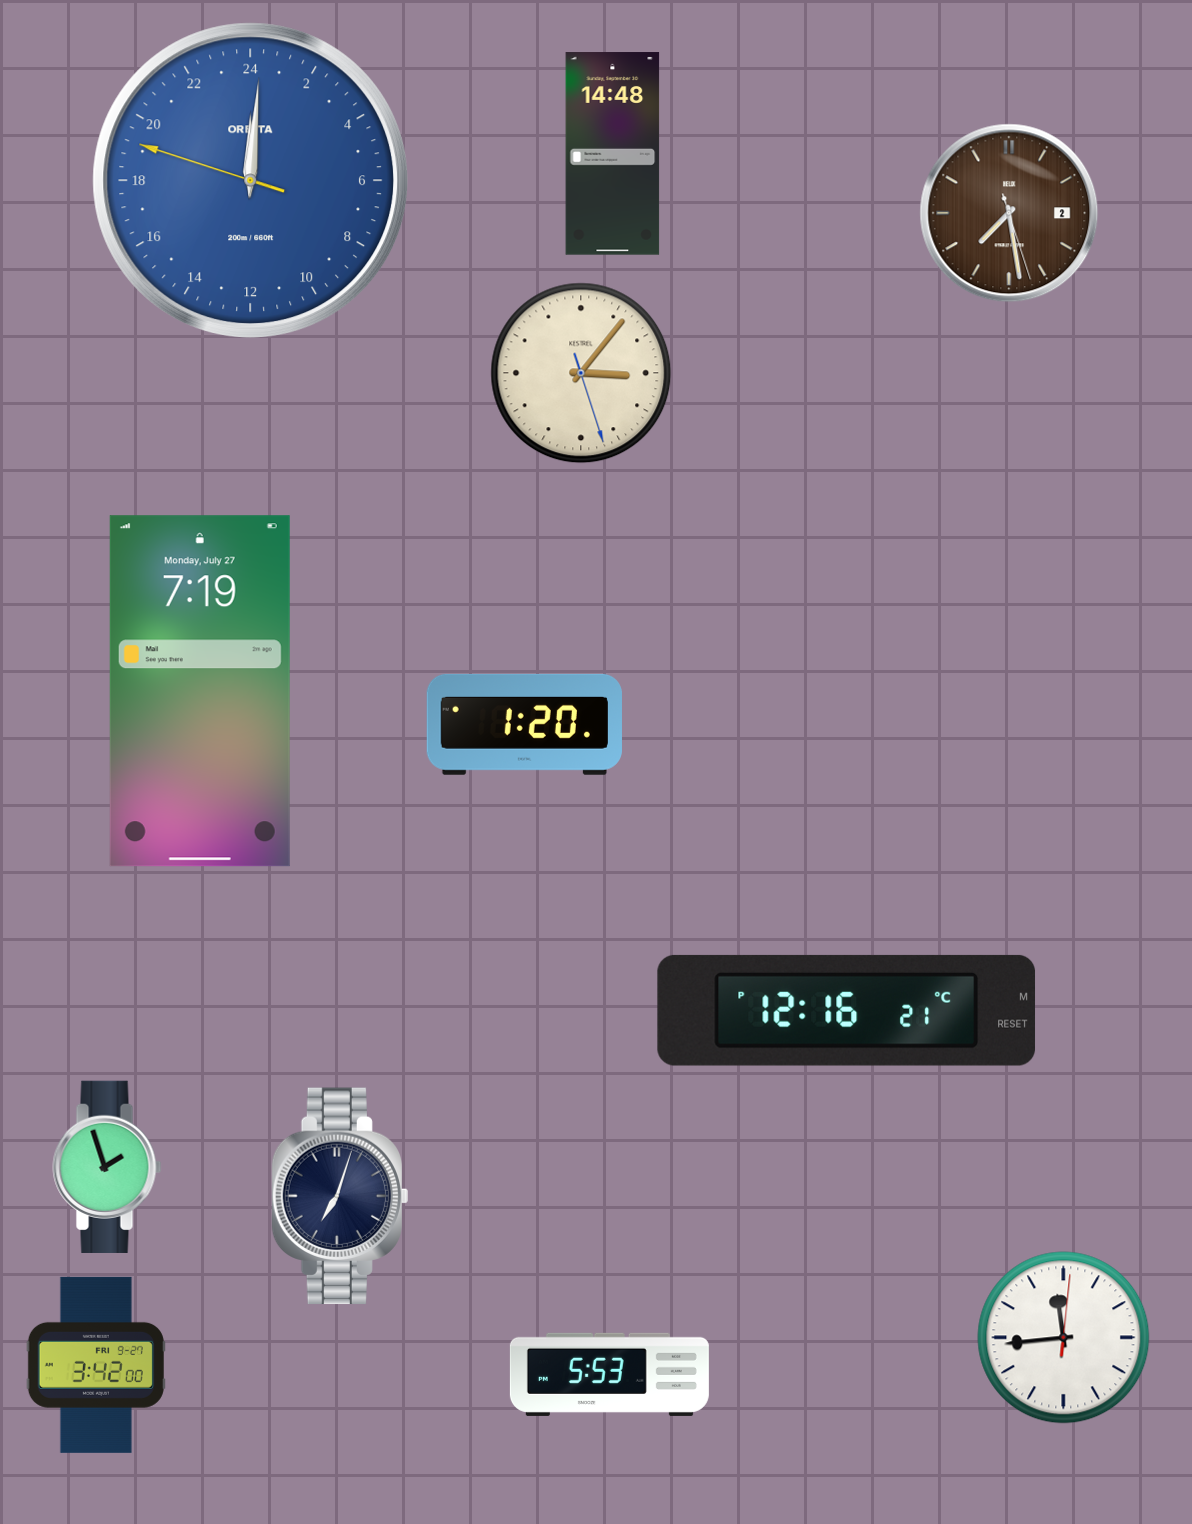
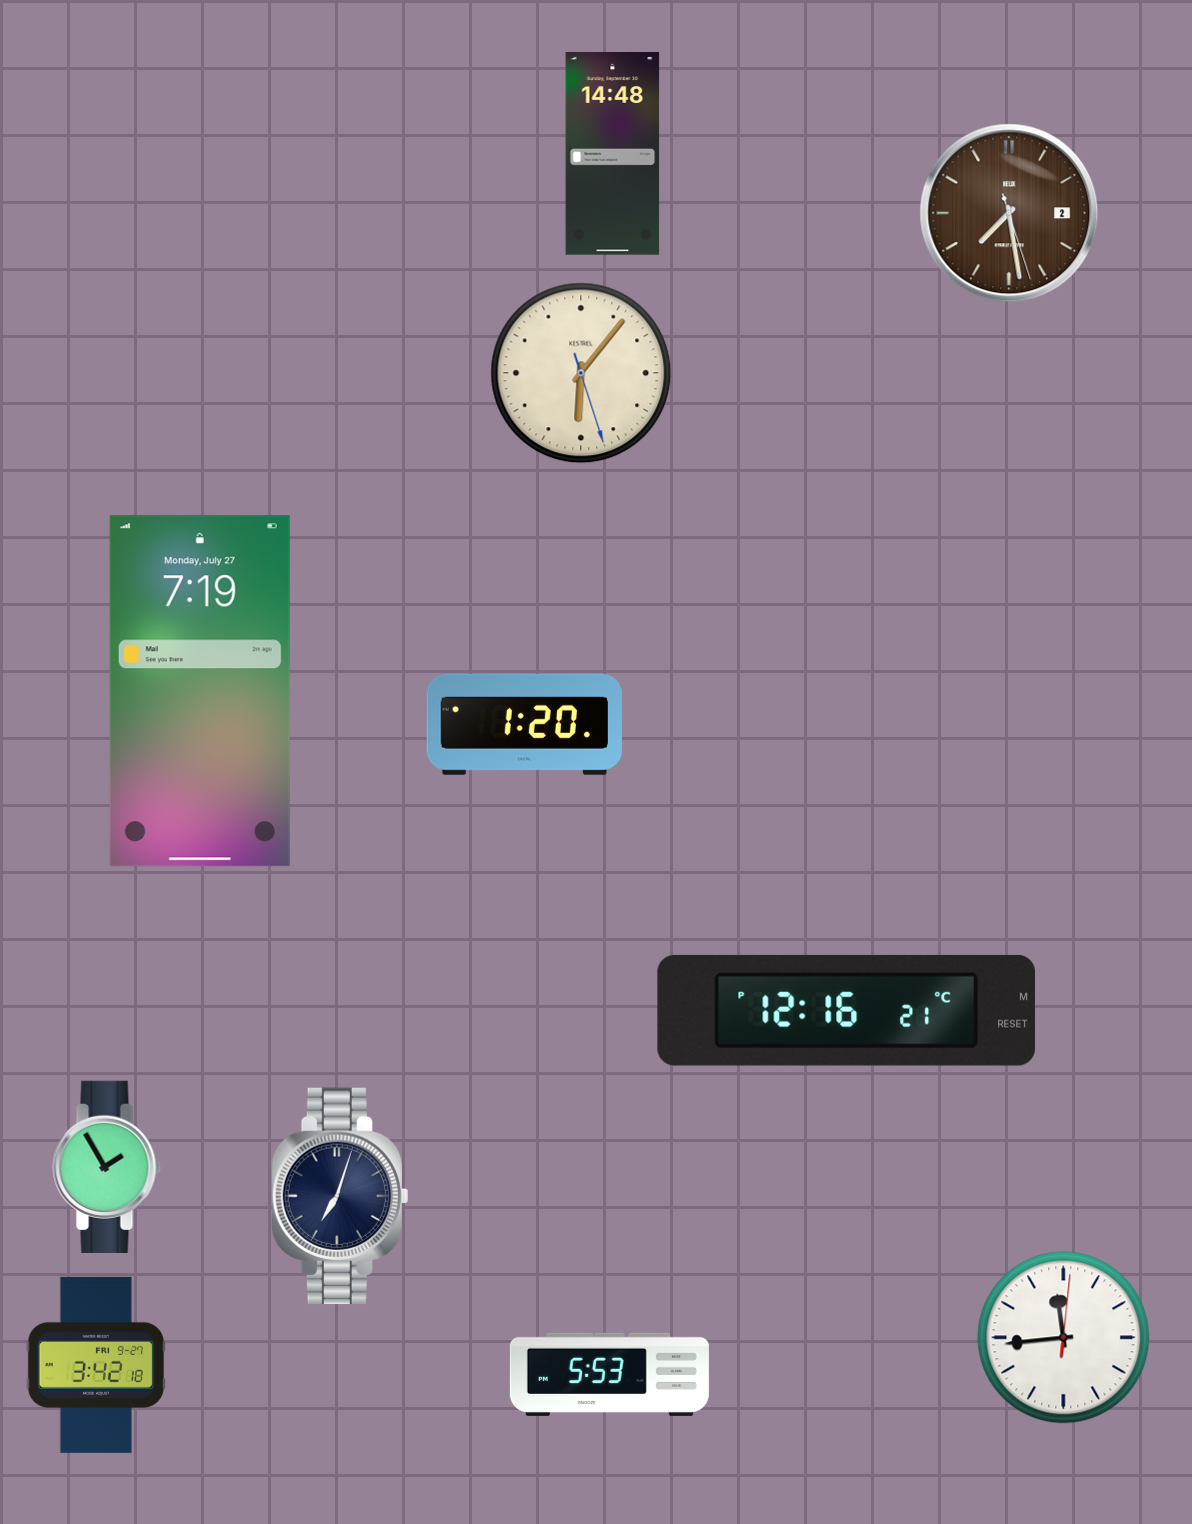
clock at (251, 181): 0:00 -> none
clock at (581, 373): 3:06 -> 6:06
clock at (107, 1167): 1:57 -> 1:55
clock at (96, 1365): 3:42:00 -> 3:42:18
